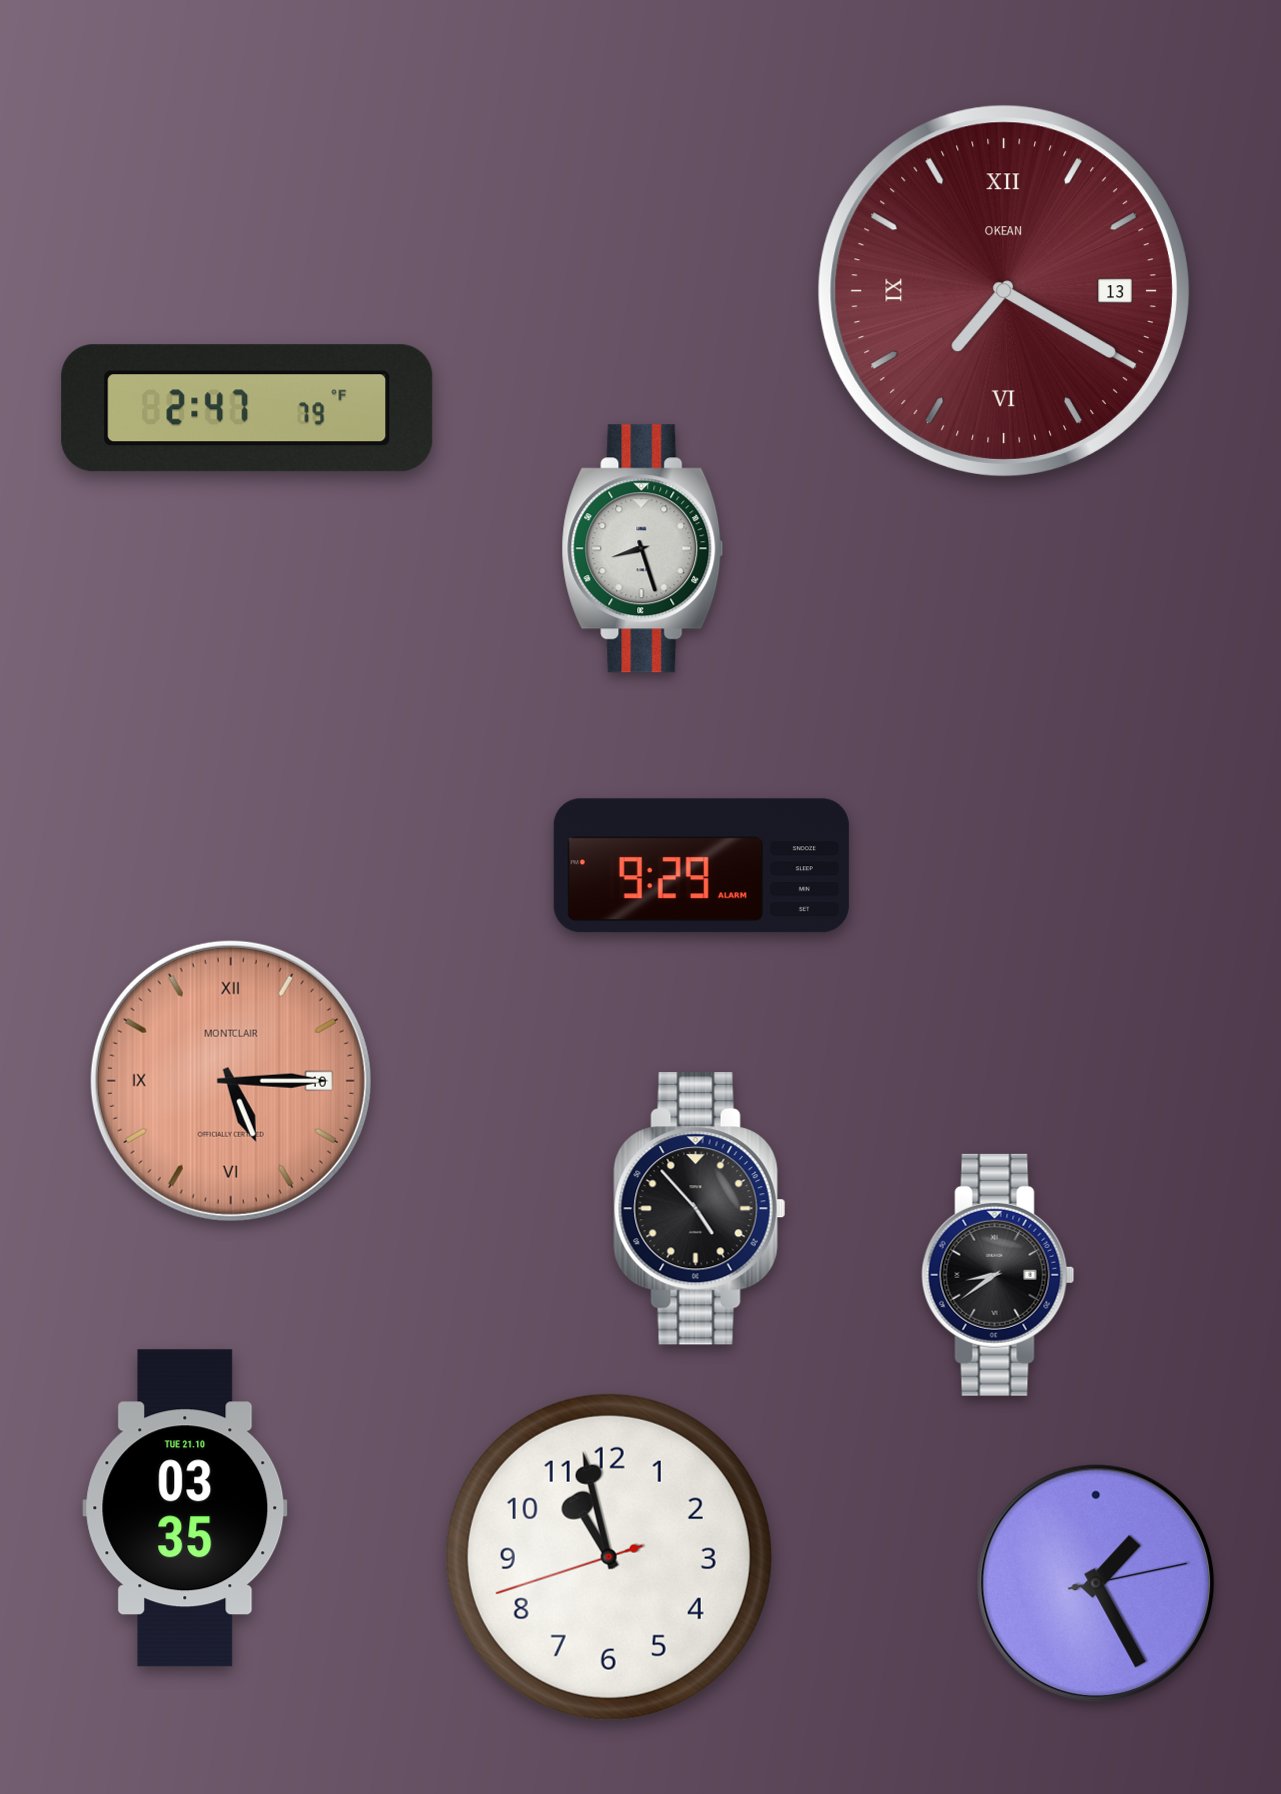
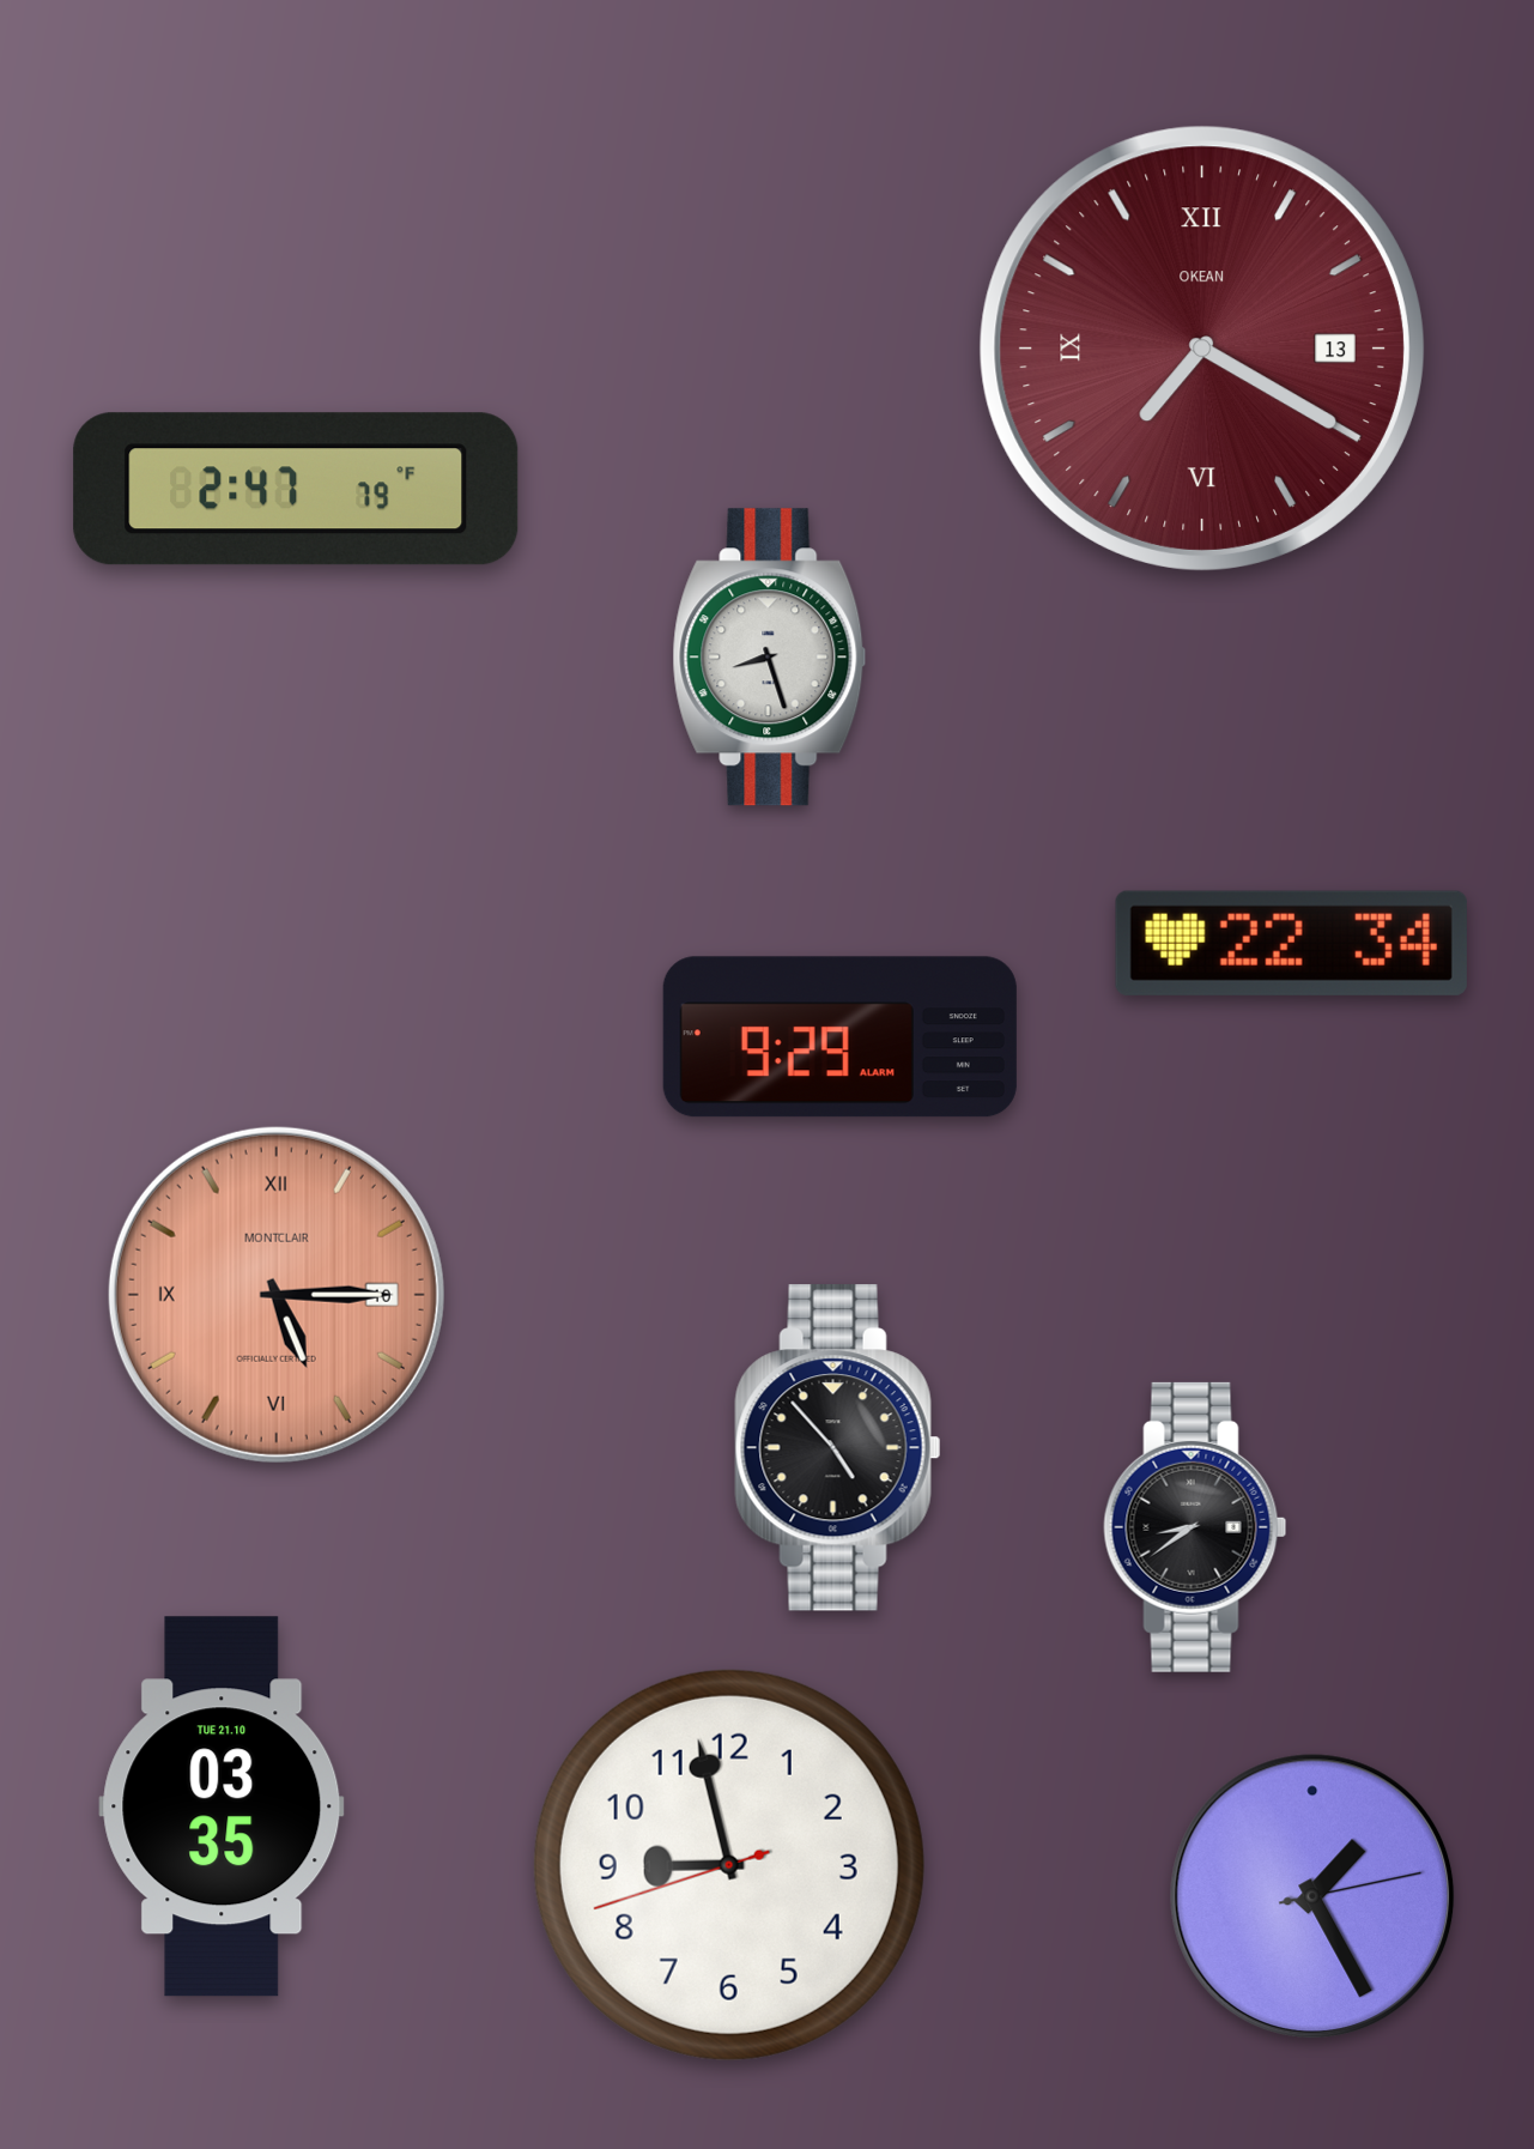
clock at (1291, 943): none -> 22:34
clock at (609, 1557): 10:57 -> 8:57
